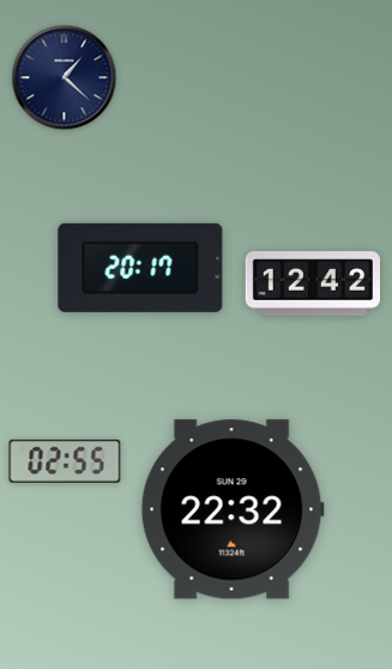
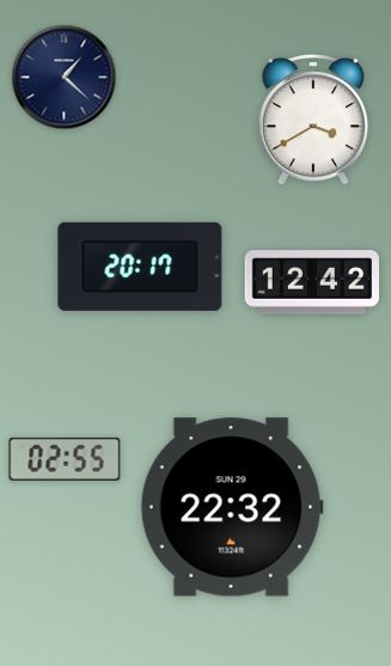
clock at (313, 120): none -> 3:40
